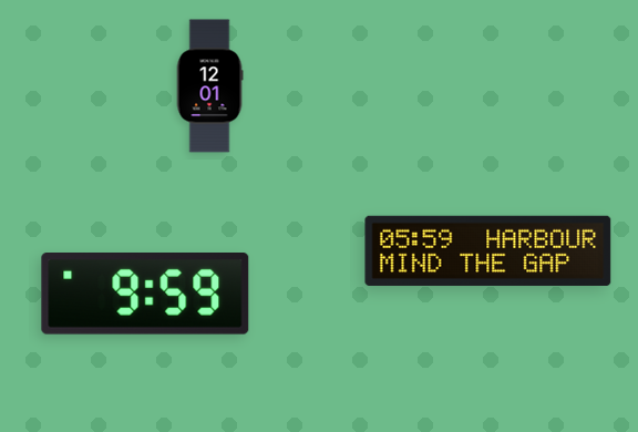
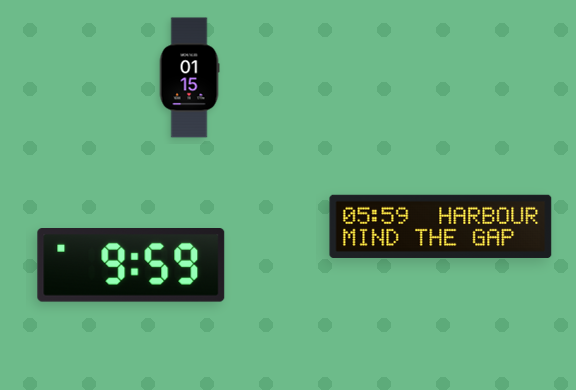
clock at (209, 86): 12:01 -> 01:15
